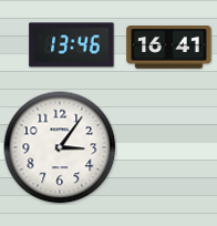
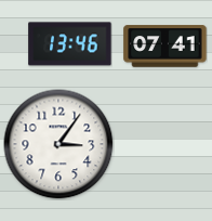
clock at (169, 48): 16:41 -> 07:41
